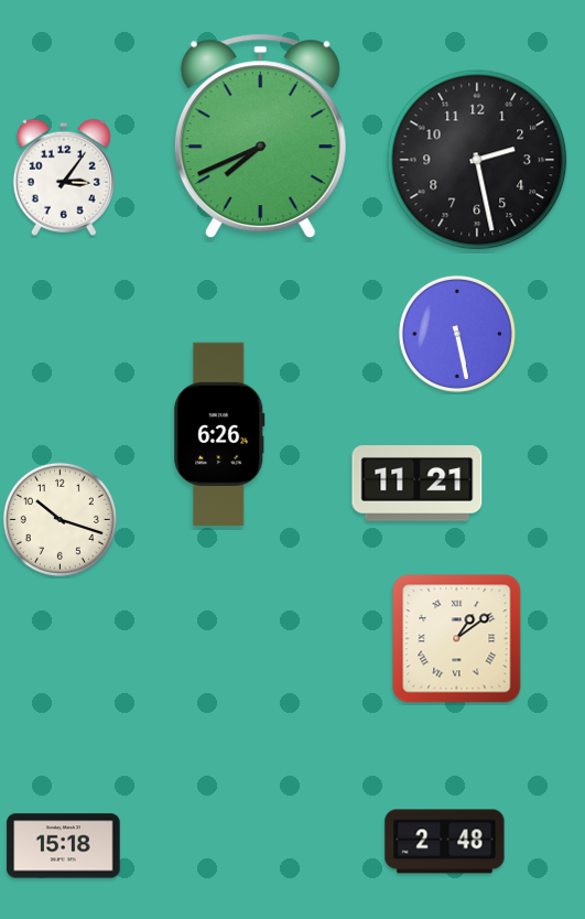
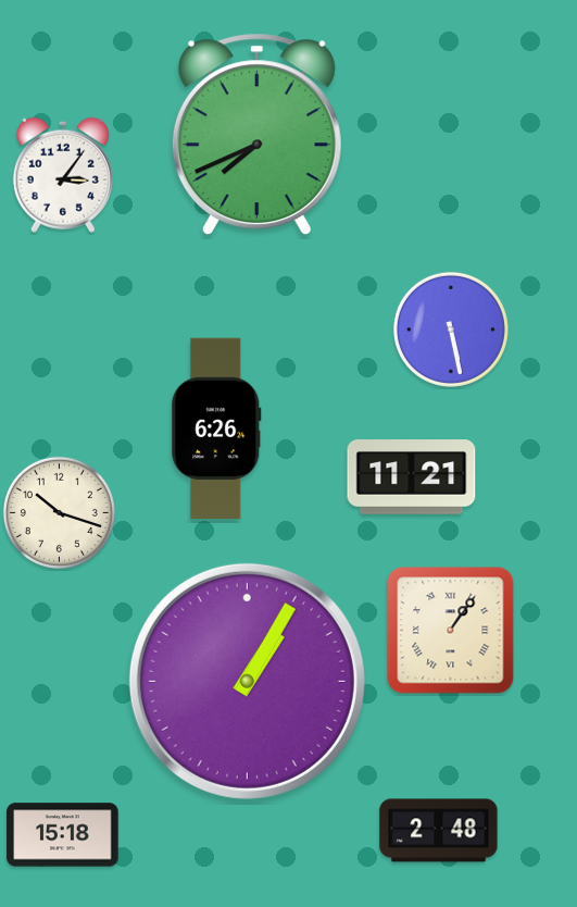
clock at (477, 160): 2:28 -> none
clock at (457, 639): 1:09 -> 1:06
clock at (247, 681): none -> 1:05
